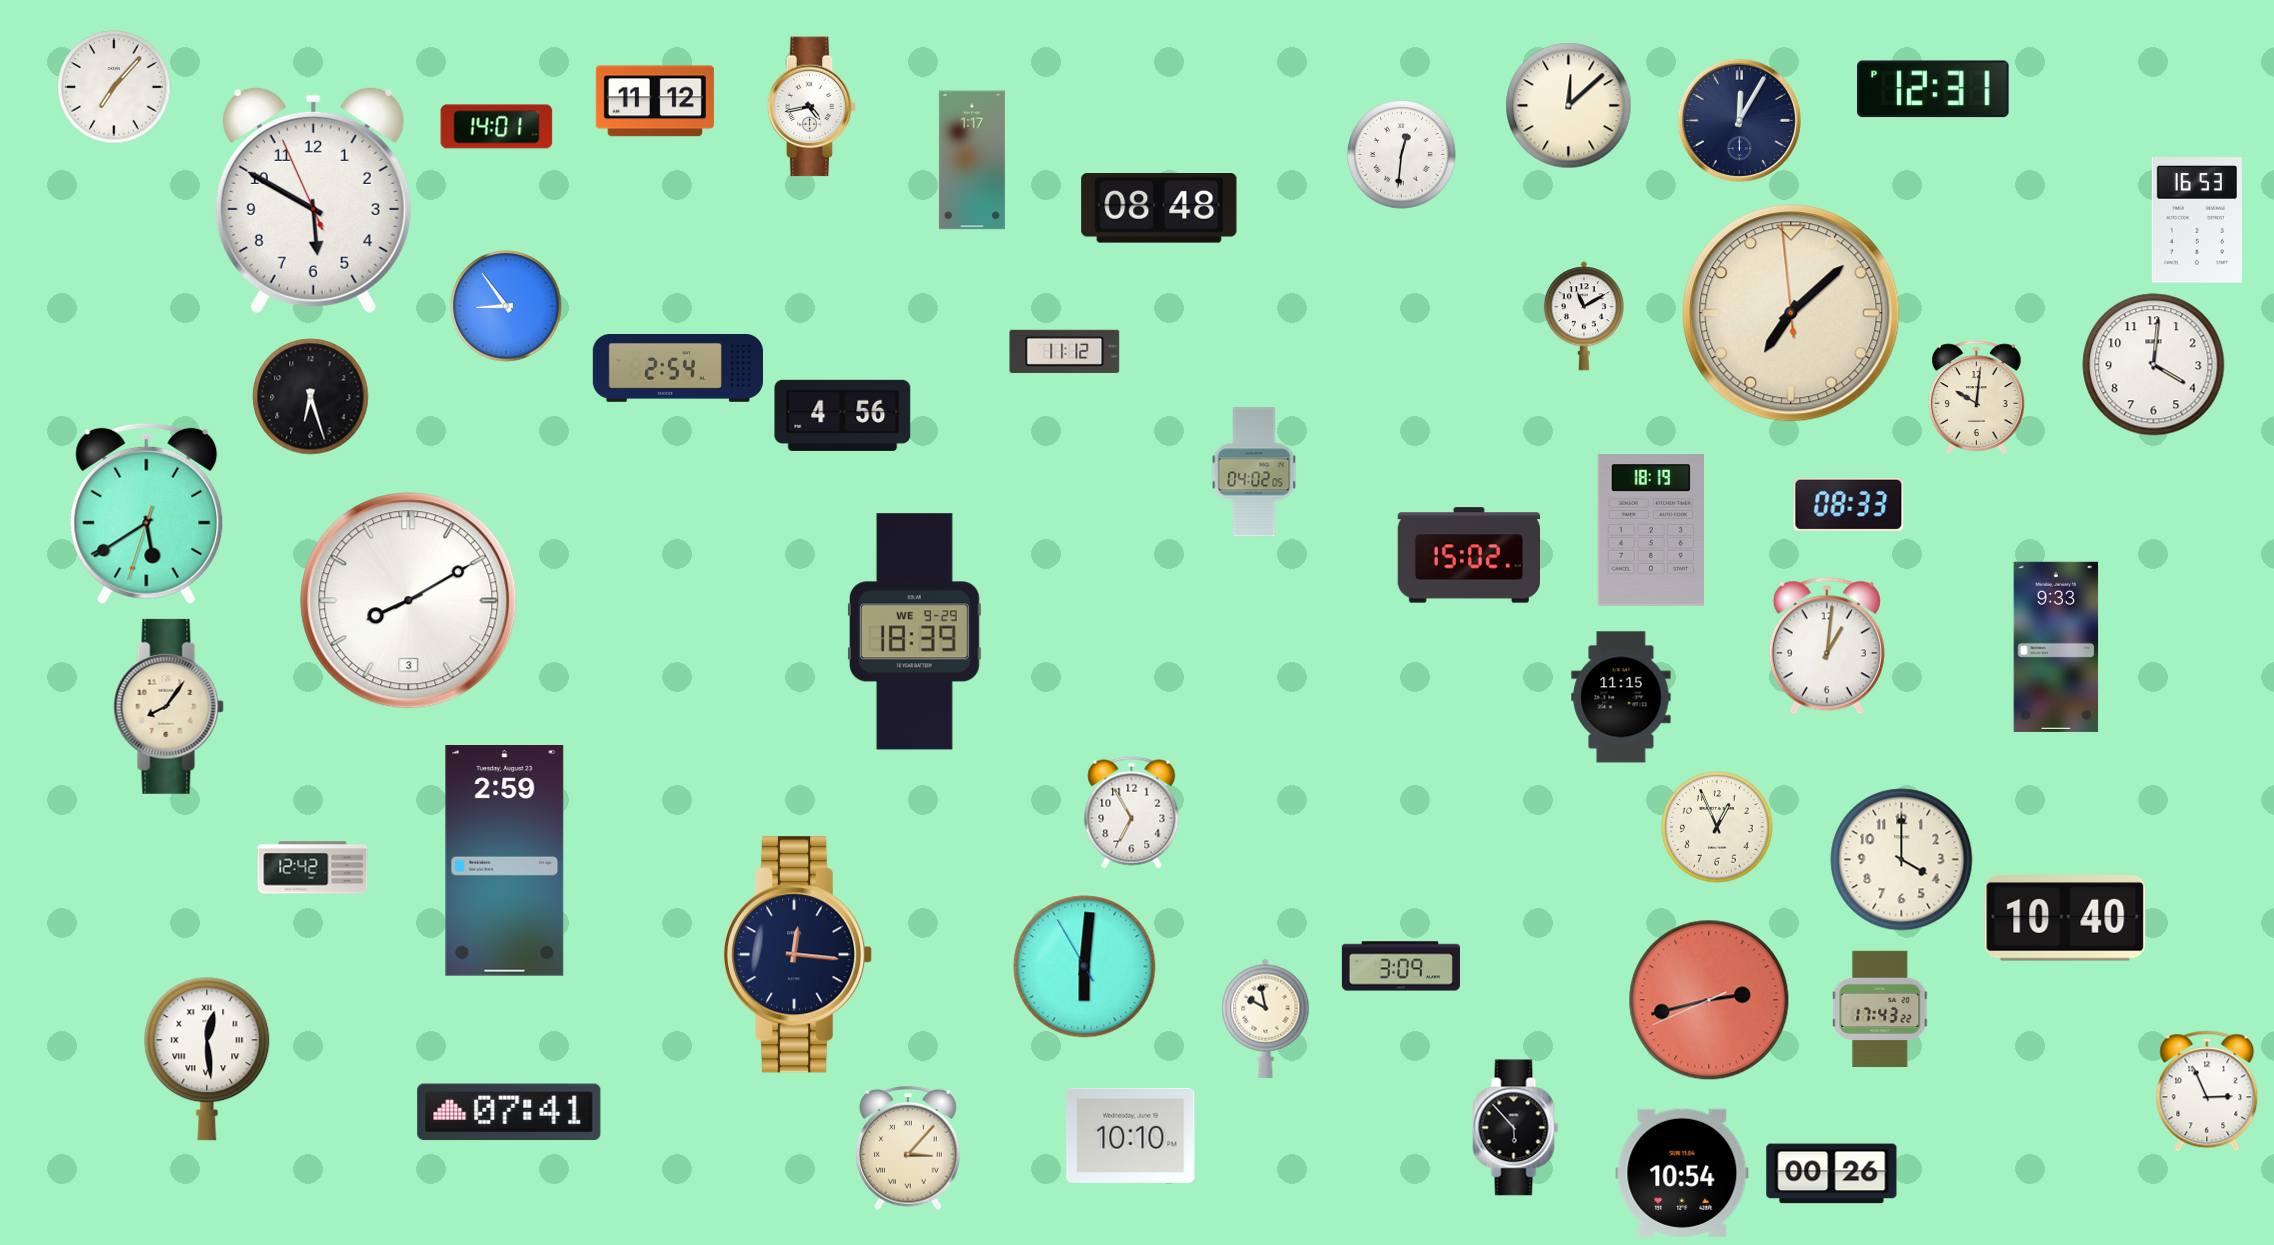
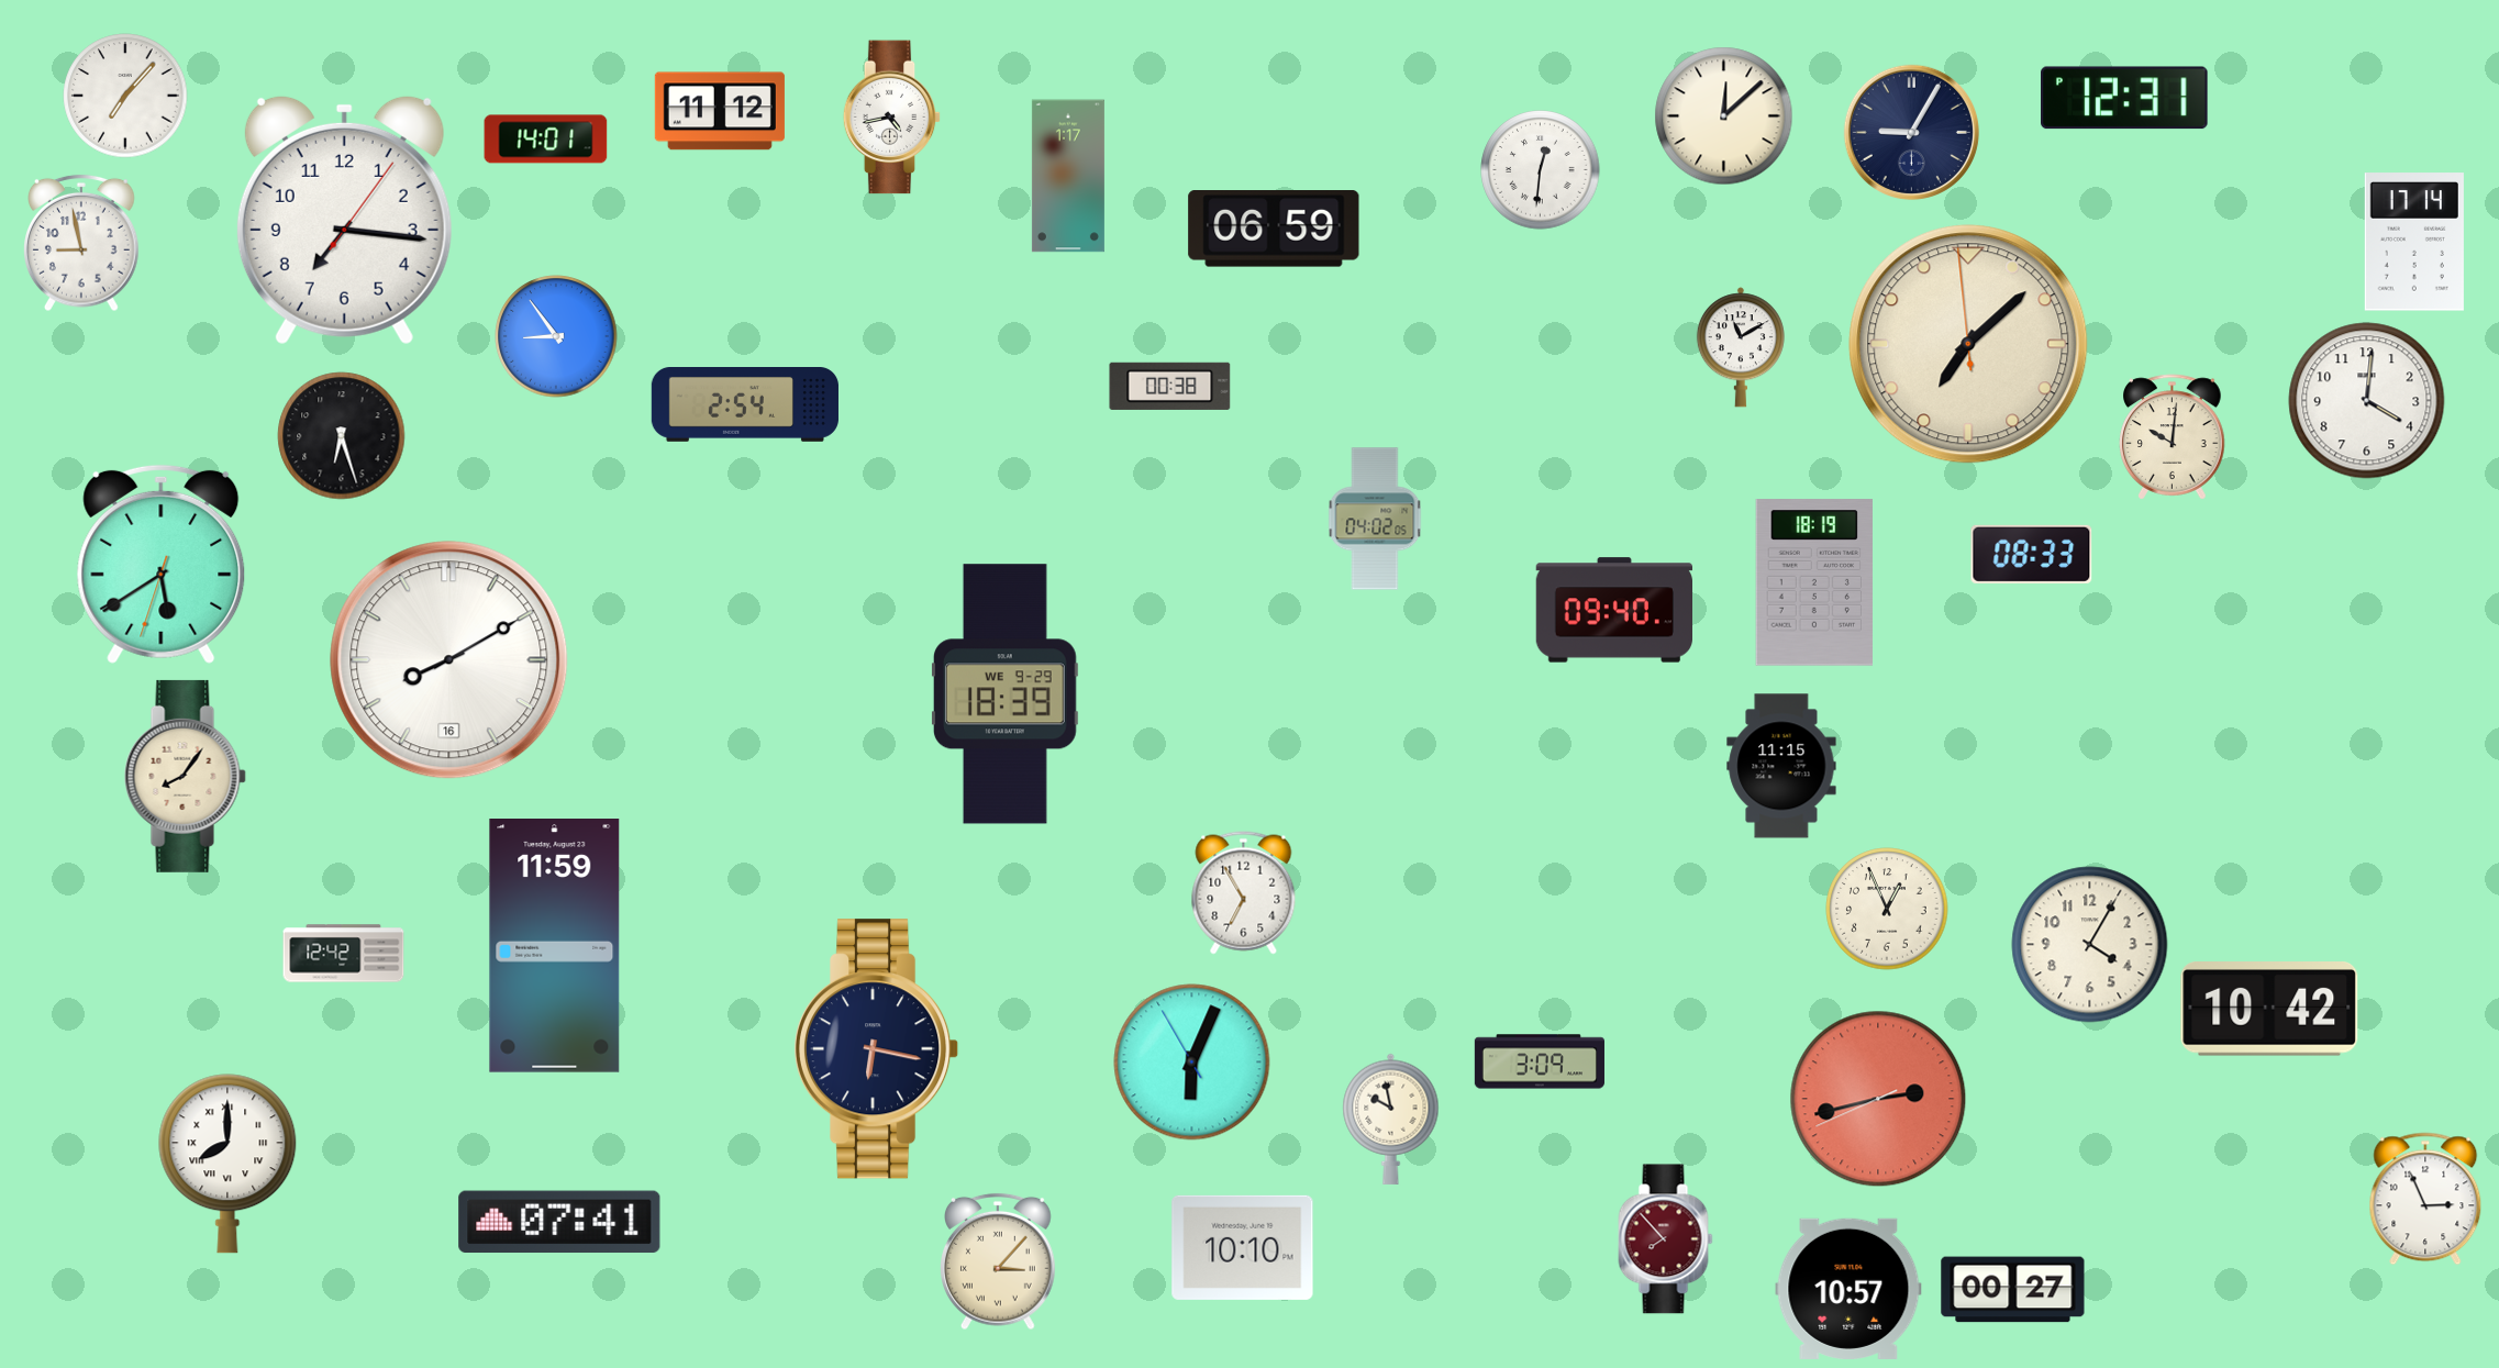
clock at (1739, 120): 12:05 -> 9:05
clock at (313, 200): 5:49 -> 7:16
clock at (1159, 209): 08:48 -> 06:59
clock at (2197, 220): 16:53 -> 17:14
clock at (82, 243): none -> 8:58
clock at (1065, 351): 11:12 -> 00:38
clock at (843, 415): 4:56 -> none
clock at (1254, 472) position: (1254, 472) -> (1375, 519)
clock at (1468, 555): 15:02 -> 09:40
clock at (409, 601) date: 3 -> 16
clock at (1827, 646): 1:01 -> none
clock at (2056, 647): 9:33 -> none
clock at (1902, 860): 4:00 -> 4:05
clock at (505, 861): 2:59 -> 11:59
clock at (2065, 919): 10:40 -> 10:42
clock at (798, 955): 12:16 -> 6:17
clock at (1085, 967): 6:00 -> 6:03
clock at (1881, 1009): 17:43 -> none
clock at (207, 1059): 12:29 -> 8:00
clock at (1516, 1128): 5:53 -> 7:53
clock at (1516, 1128) dial: black -> burgundy
clock at (1682, 1173): 10:54 -> 10:57
clock at (1832, 1174): 00:26 -> 00:27
